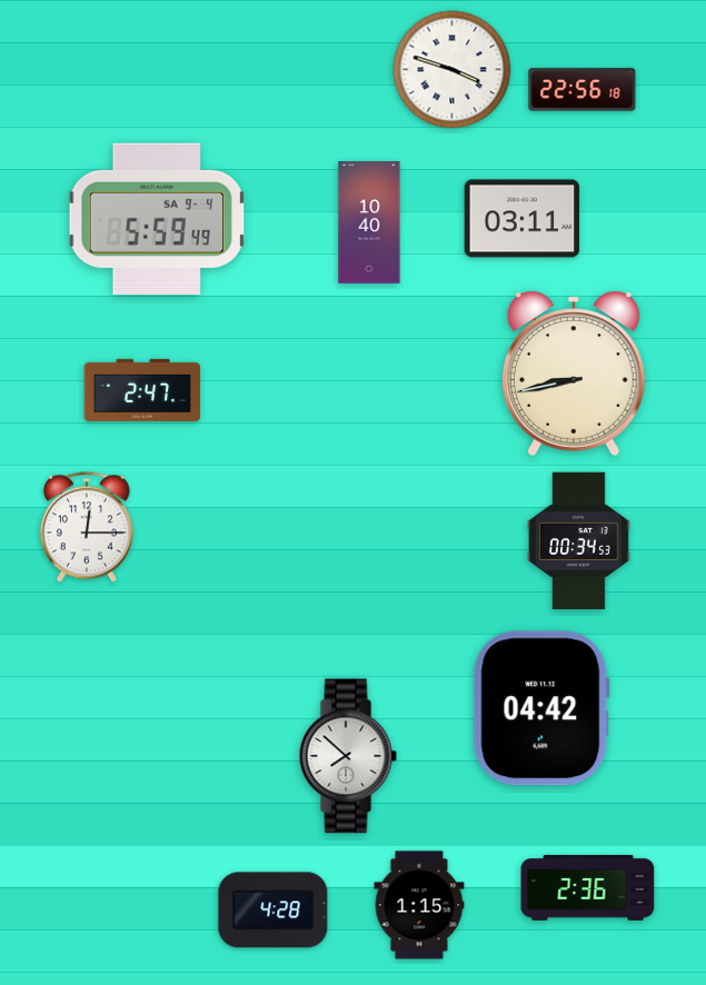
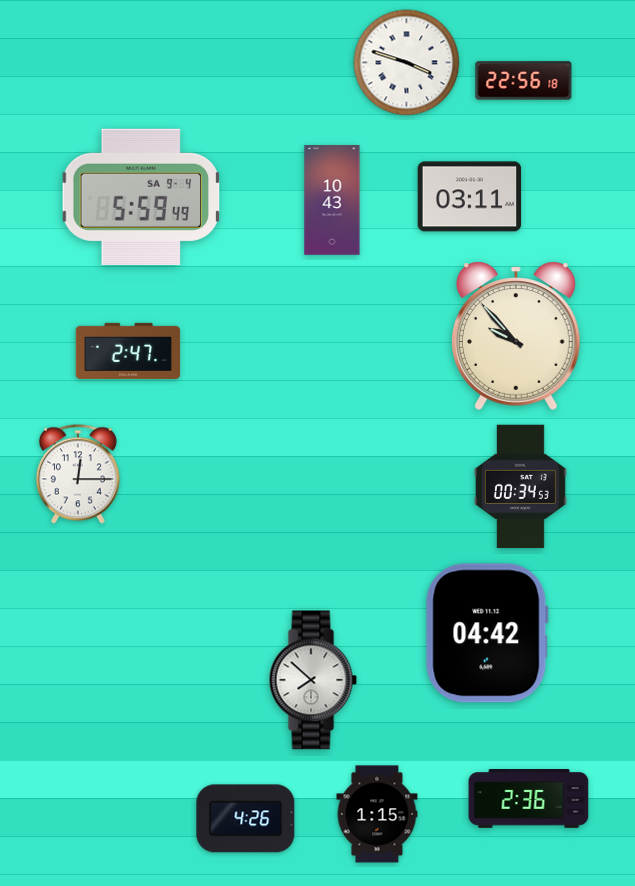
clock at (369, 222): 10:40 -> 10:43
clock at (574, 374): 8:43 -> 9:53
clock at (541, 708) position: (541, 708) -> (487, 633)
clock at (274, 911): 4:28 -> 4:26
